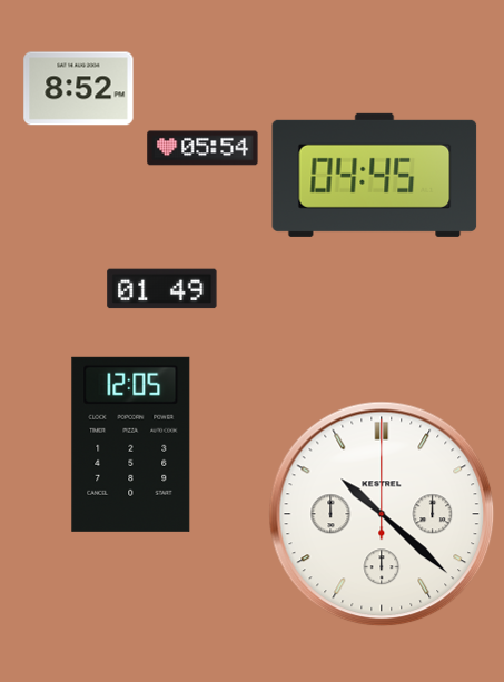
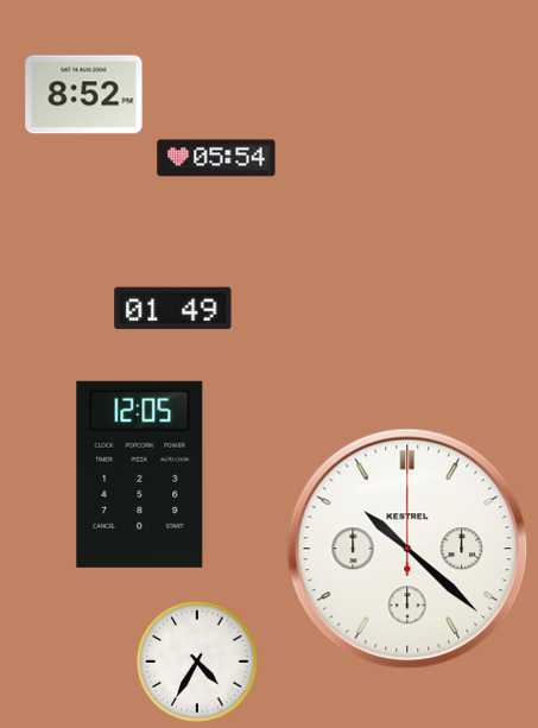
clock at (375, 175): 04:45 -> none
clock at (197, 661): none -> 4:35
